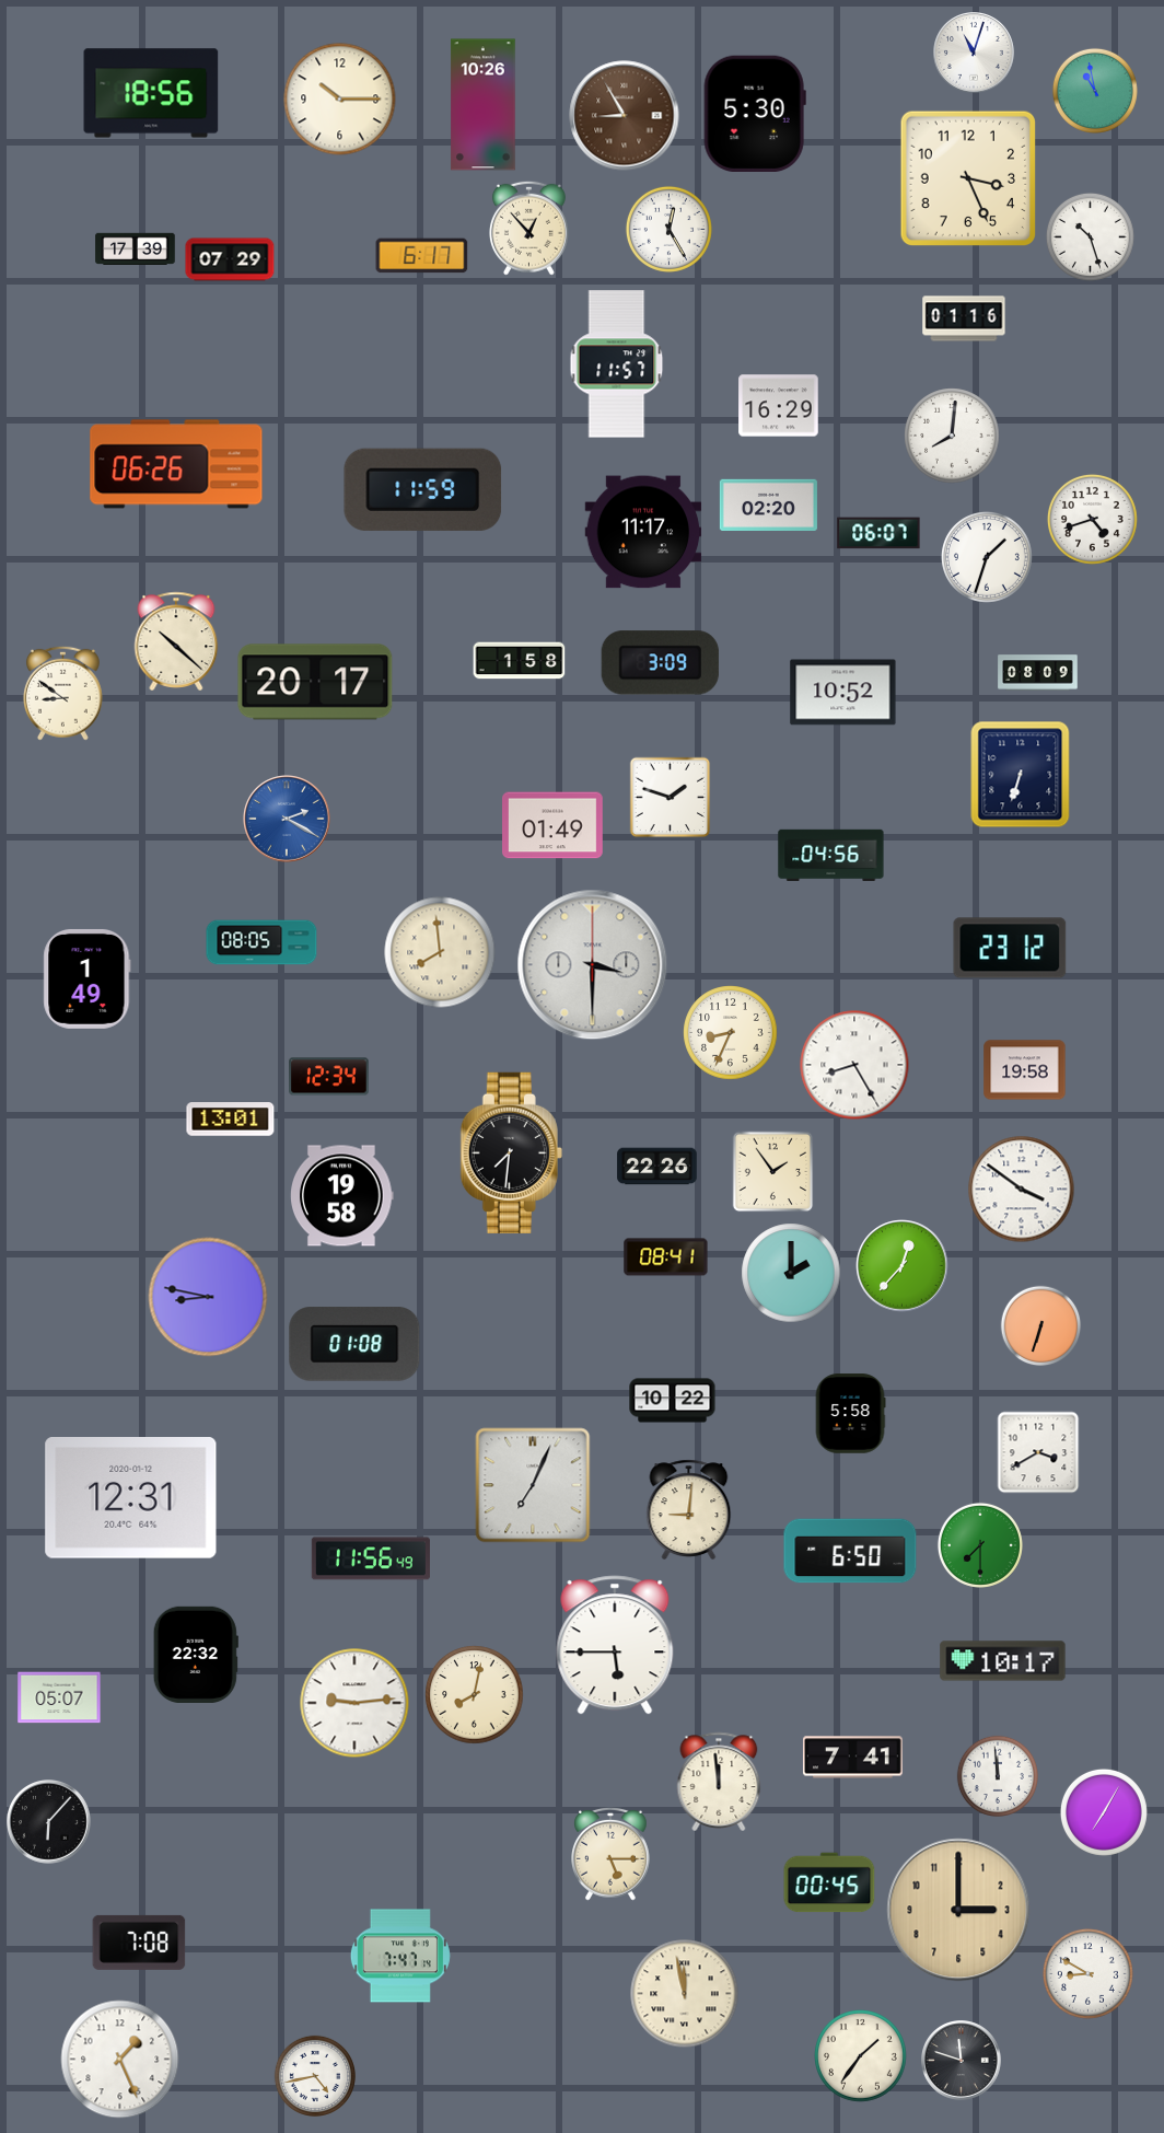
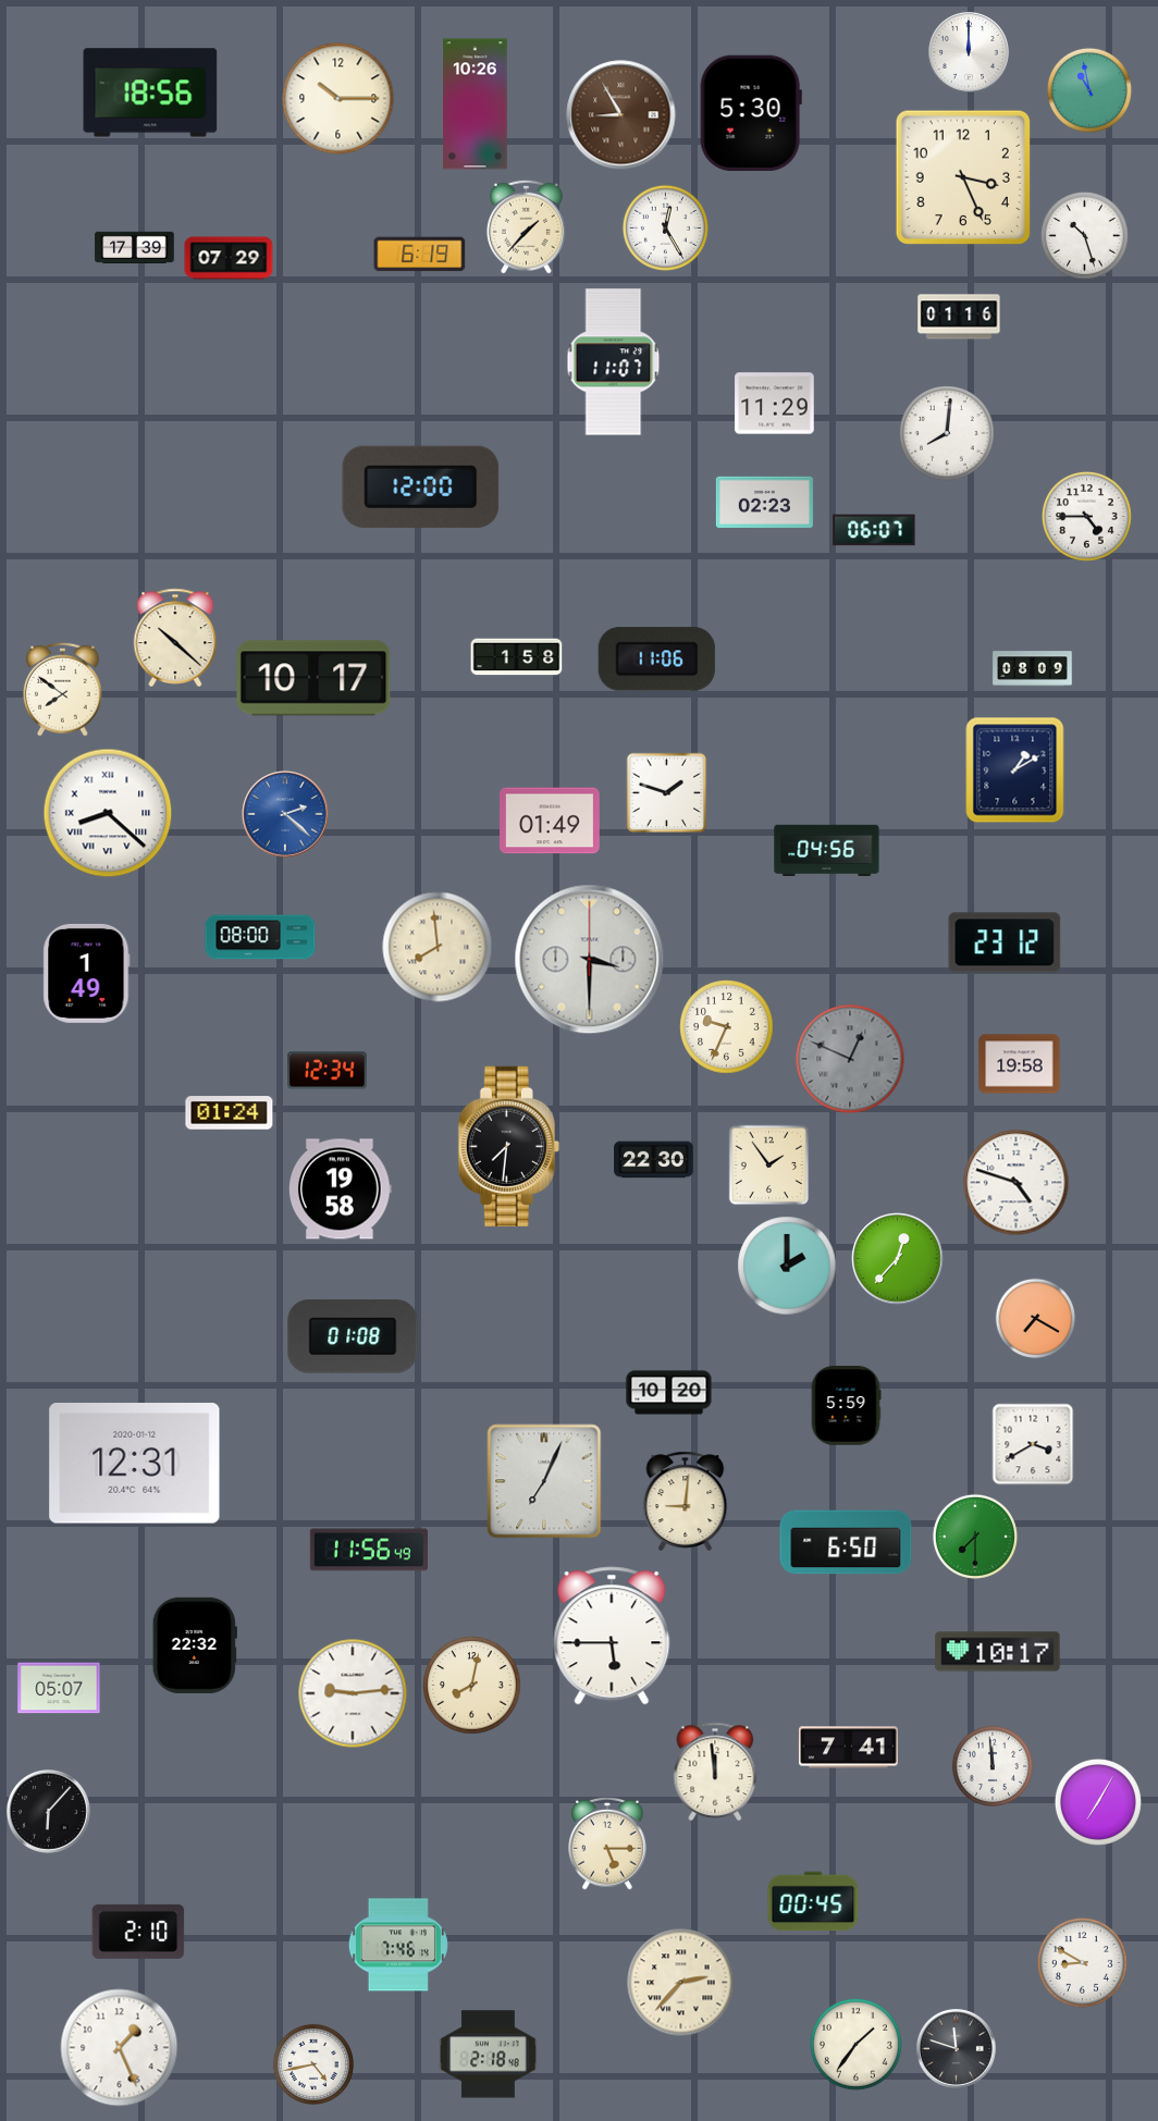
clock at (975, 54): 11:03 -> 12:00
clock at (484, 105) position: (484, 105) -> (476, 104)
clock at (528, 228): 12:53 -> 1:37
clock at (422, 256): 6:17 -> 6:19
clock at (617, 364): 11:57 -> 11:07
clock at (779, 406): 16:29 -> 11:29
clock at (176, 464): 06:26 -> none
clock at (423, 489): 11:59 -> 12:00
clock at (768, 505): 02:20 -> 02:23
clock at (1092, 519): 4:42 -> 4:45
clock at (643, 532): 11:17 -> none
clock at (988, 558): 1:33 -> none
clock at (660, 663): 3:09 -> 11:06
clock at (315, 682): 20:17 -> 10:17
clock at (62, 693): 8:51 -> 7:51
clock at (843, 693): 10:52 -> none
clock at (1021, 775): 6:33 -> 1:10
clock at (108, 813): none -> 8:22
clock at (287, 819): 2:20 -> 2:22
clock at (261, 942): 08:05 -> 08:00
clock at (731, 1033): 8:34 -> 9:34
clock at (854, 1065): 8:25 -> 12:49
clock at (854, 1065) dial: white -> grey
clock at (231, 1120): 13:01 -> 01:24
clock at (657, 1167): 22:26 -> 22:30
clock at (1022, 1190): 3:51 -> 4:48
clock at (666, 1257): 08:41 -> none
clock at (208, 1297): 8:47 -> none
clock at (1041, 1326): 6:33 -> 7:20
clock at (673, 1401): 10:22 -> 10:20
clock at (850, 1414): 5:58 -> 5:59
clock at (533, 1485) position: (533, 1485) -> (544, 1481)
clock at (131, 1498) position: (131, 1498) -> (135, 1464)
clock at (829, 1882) position: (829, 1882) -> (813, 1901)
clock at (958, 1910): 3:00 -> none
clock at (139, 1943): 7:08 -> 2:10
clock at (400, 1956): 7:47 -> 7:46
clock at (685, 1994): 11:58 -> 2:37
clock at (488, 2055): none -> 2:18
